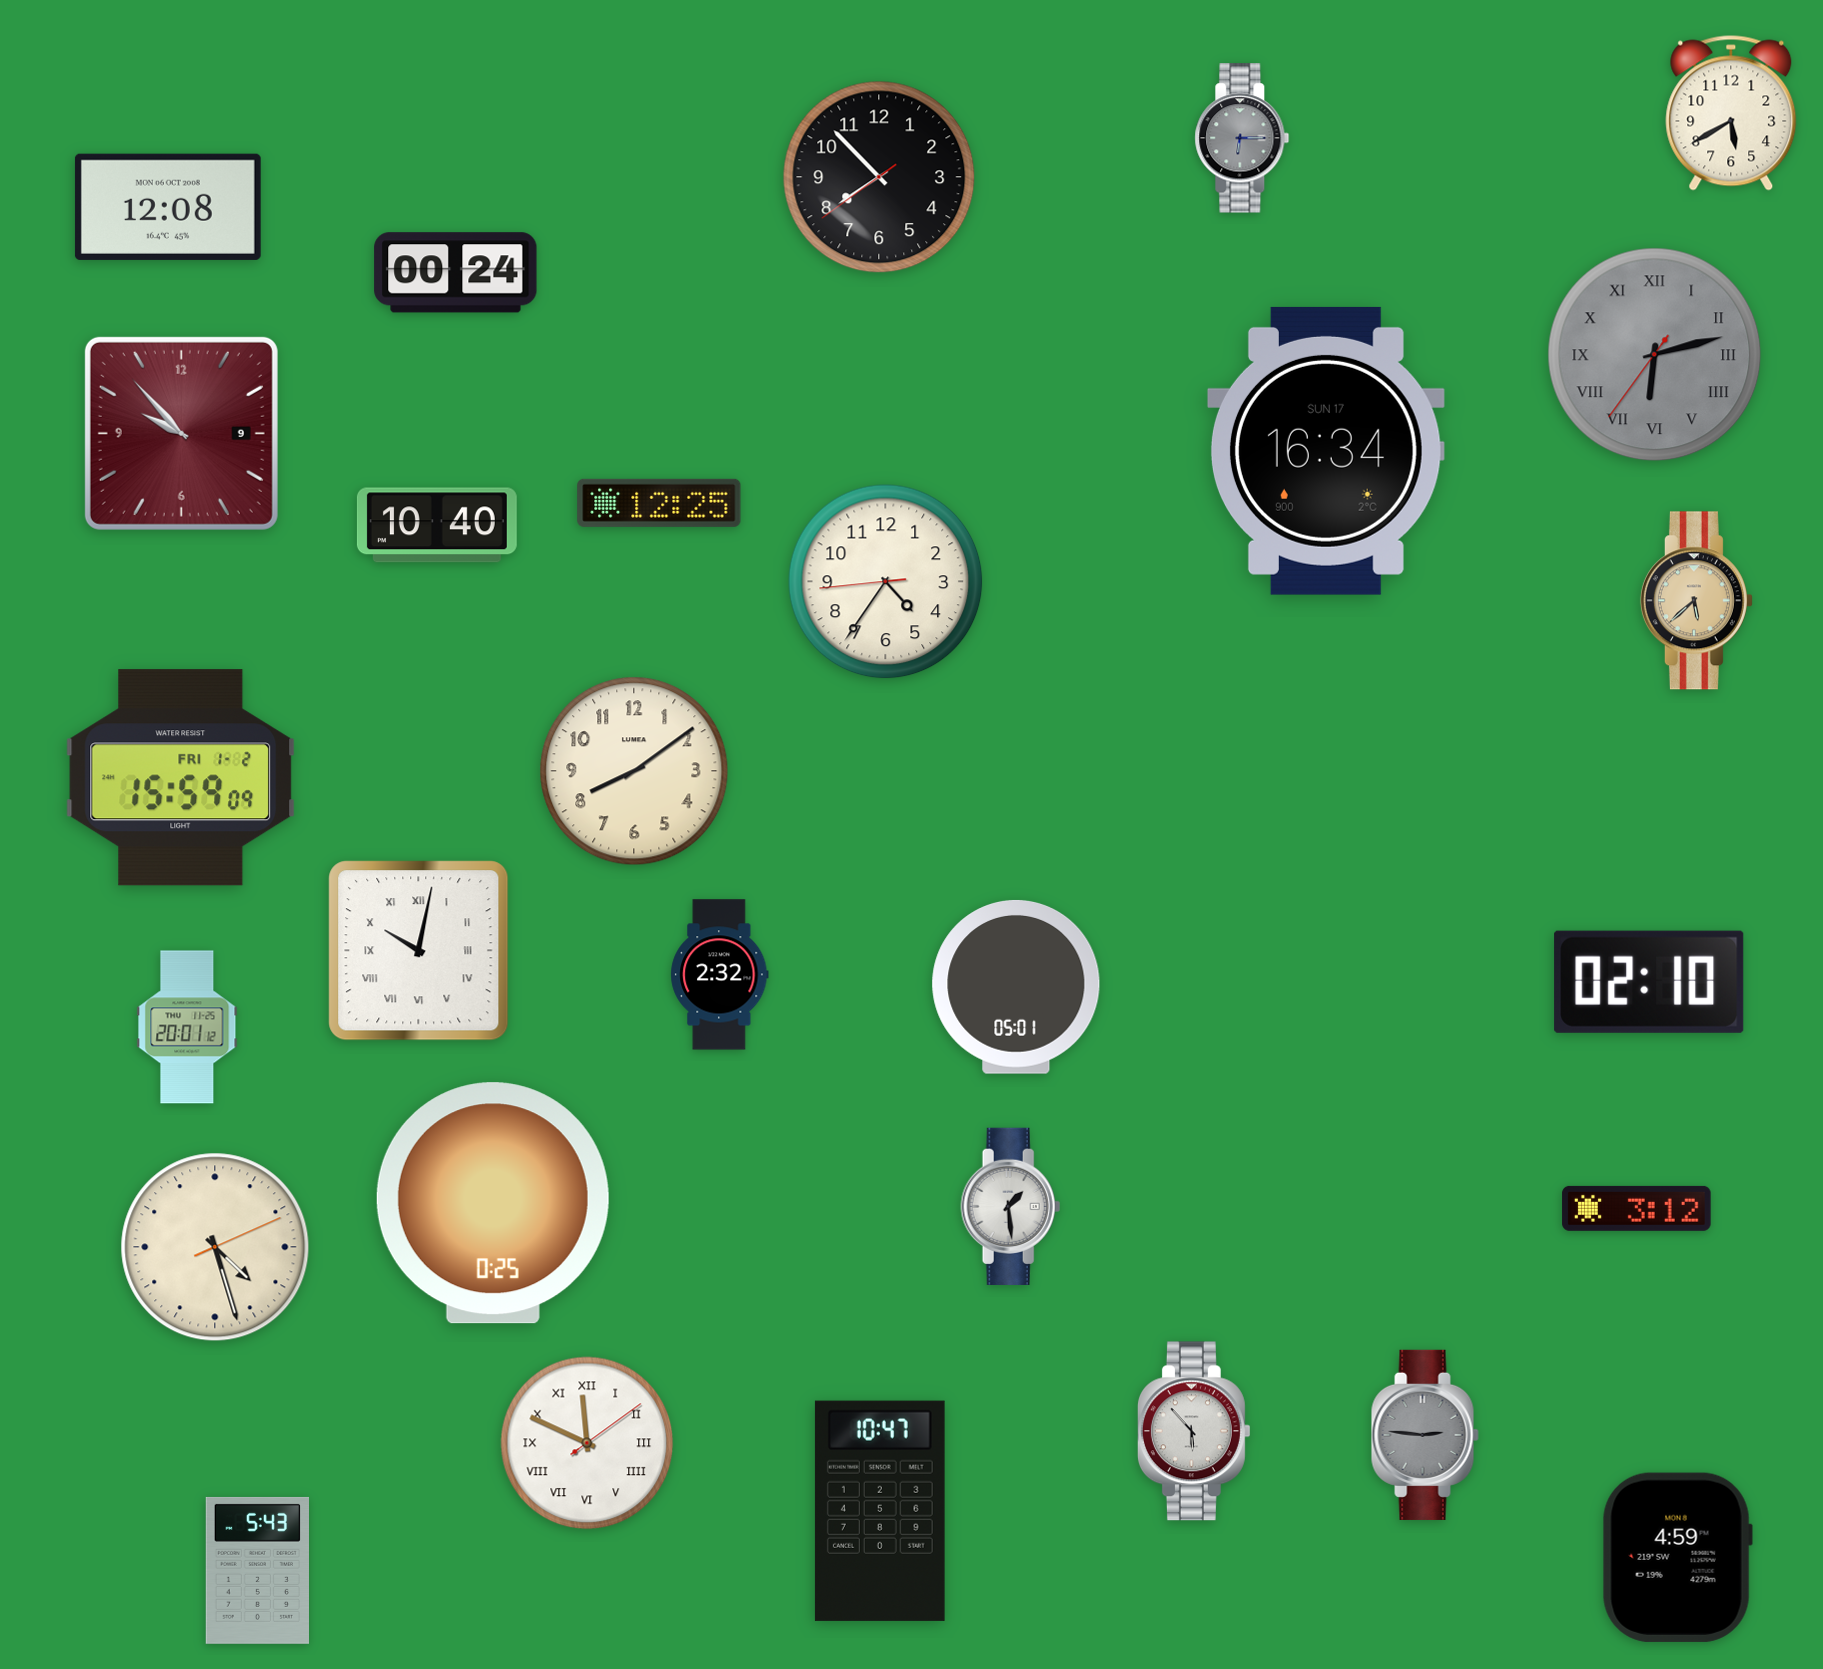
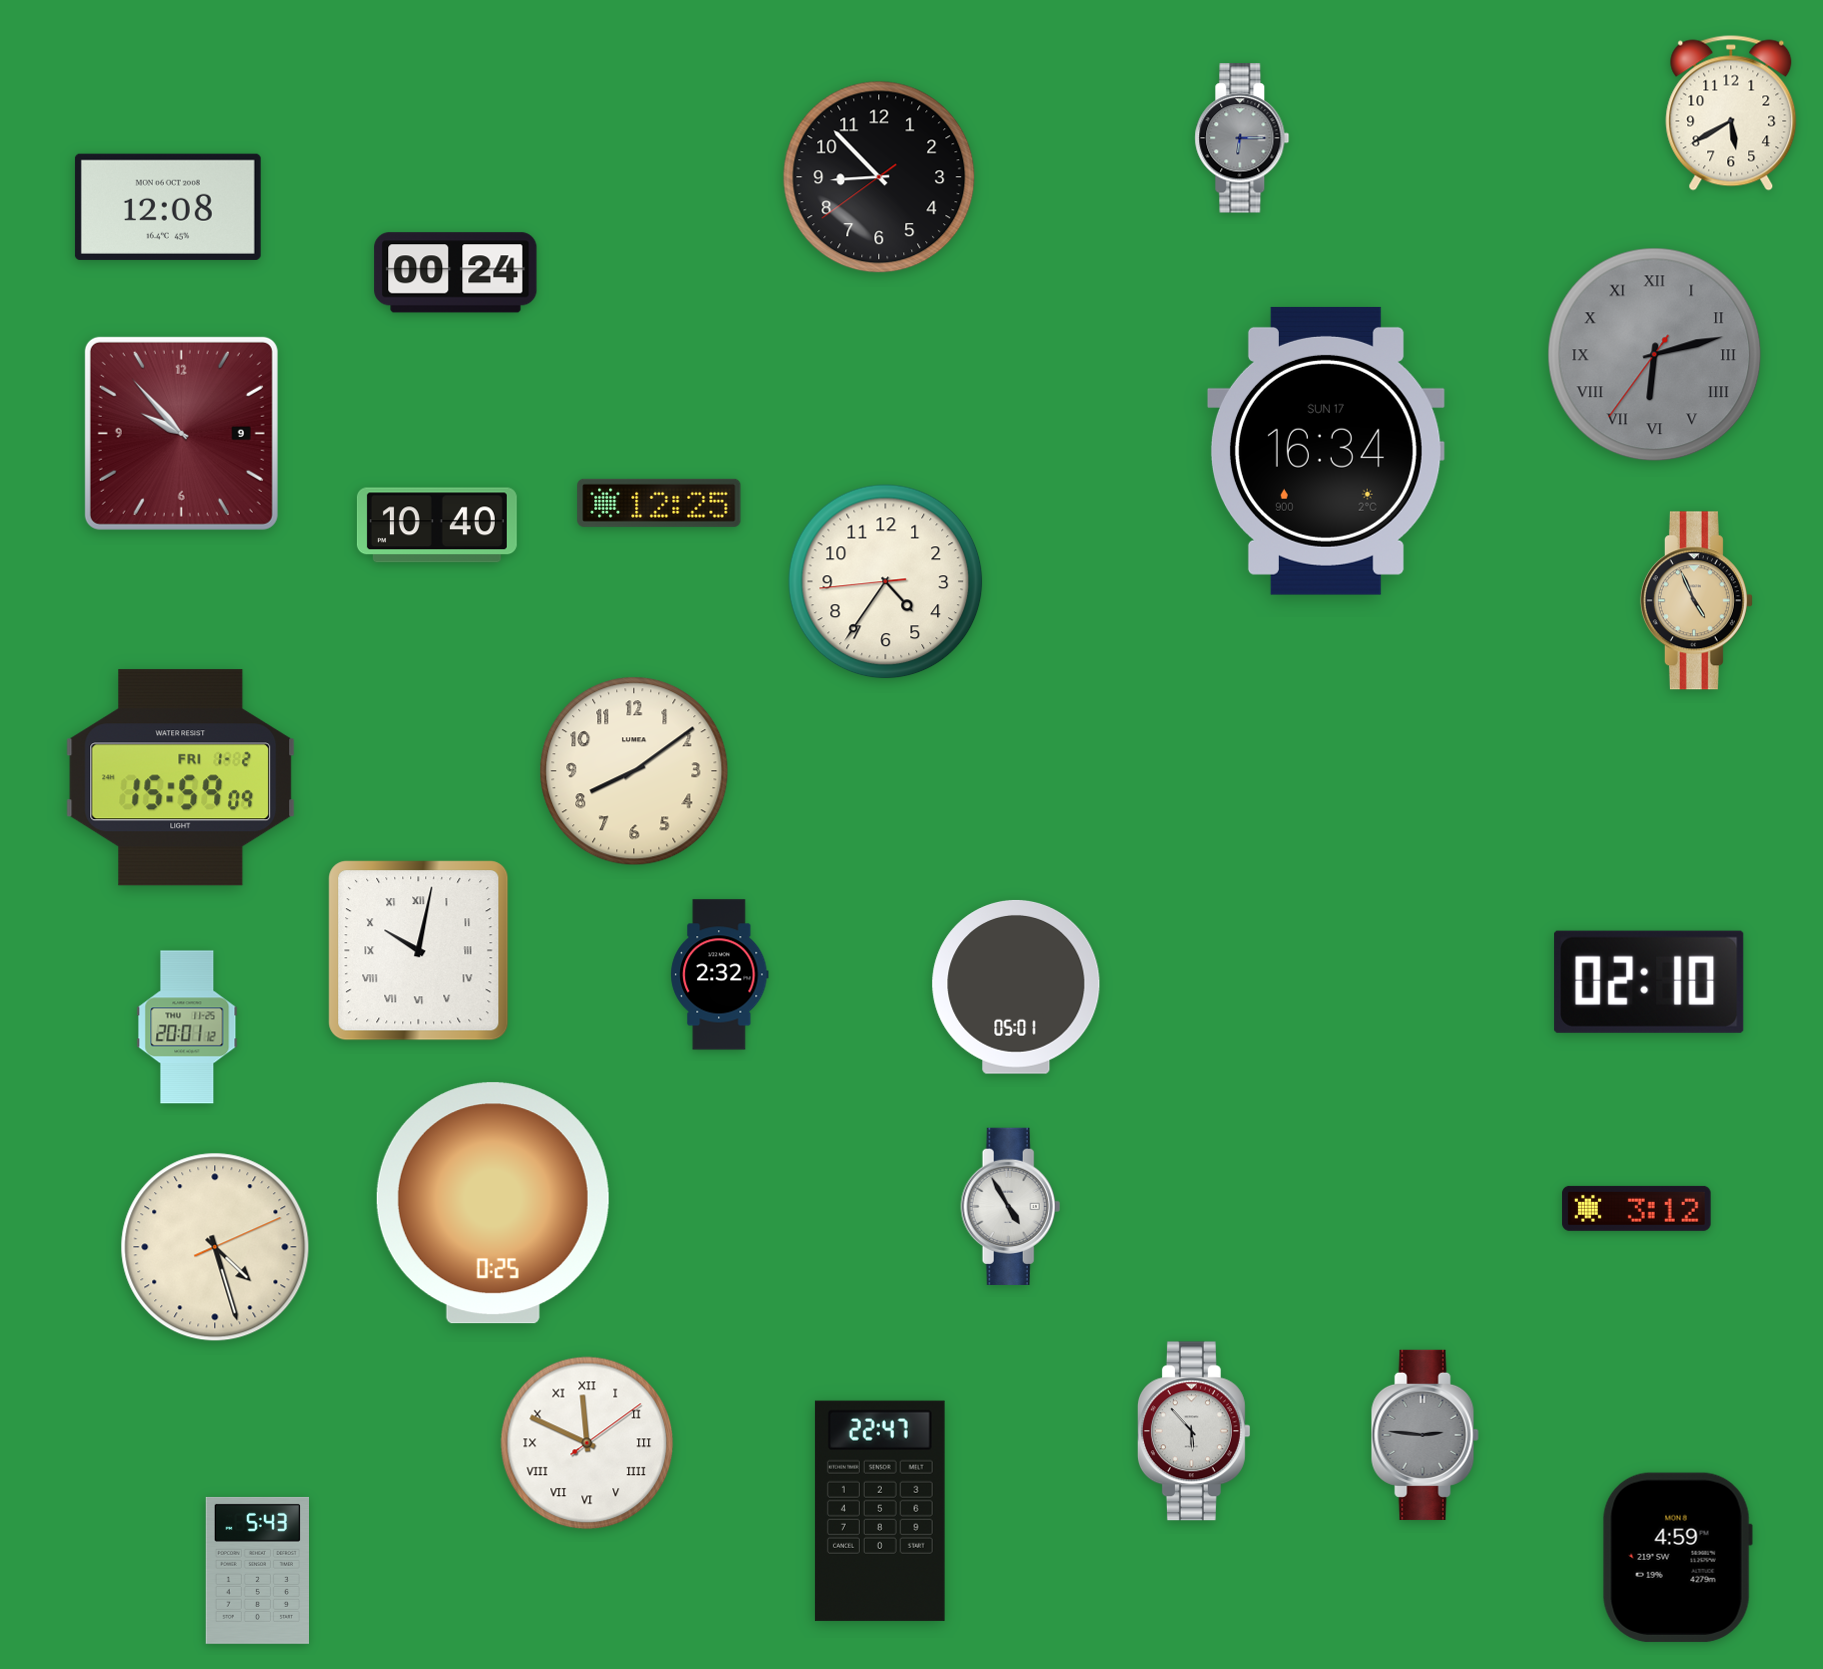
clock at (879, 177): 7:52 -> 8:52
clock at (1696, 601): 5:38 -> 4:56
clock at (1011, 1206): 1:29 -> 4:55
clock at (880, 1511): 10:47 -> 22:47
